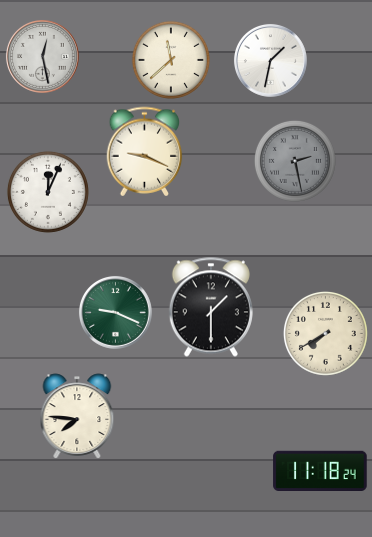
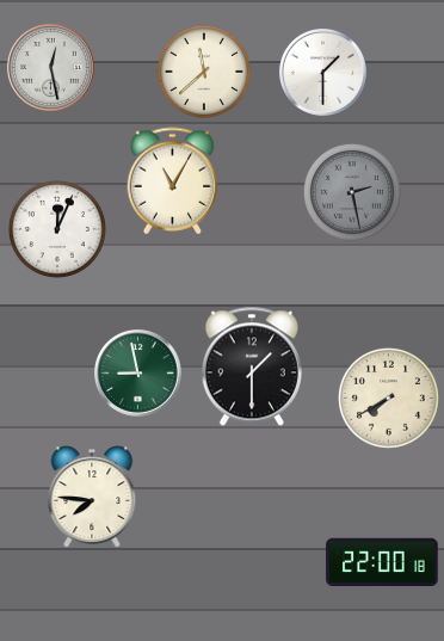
clock at (270, 60): 1:32 -> 1:30
clock at (145, 152): 9:19 -> 11:05
clock at (115, 312): 9:19 -> 8:58
clock at (320, 470): 11:18 -> 22:00
